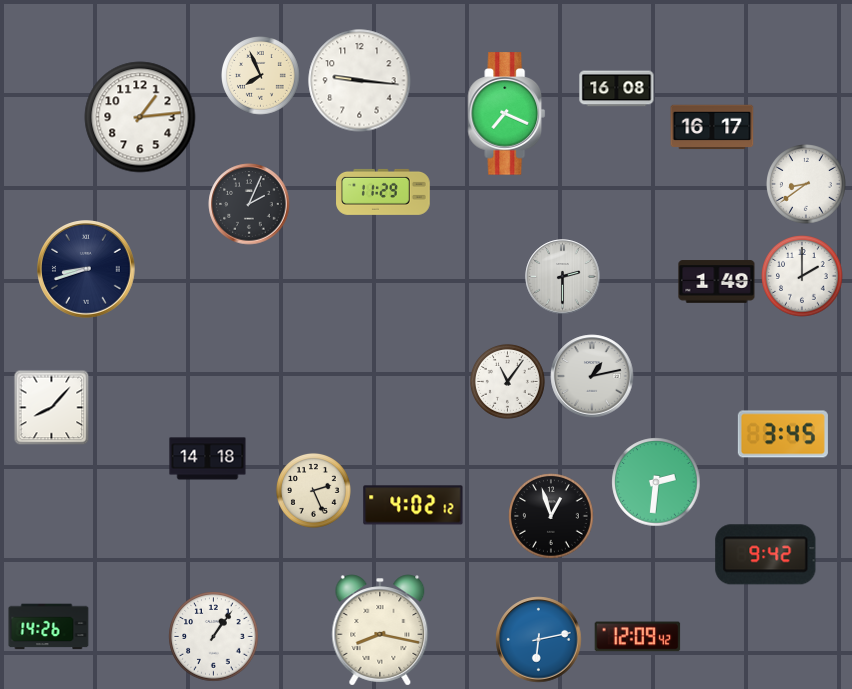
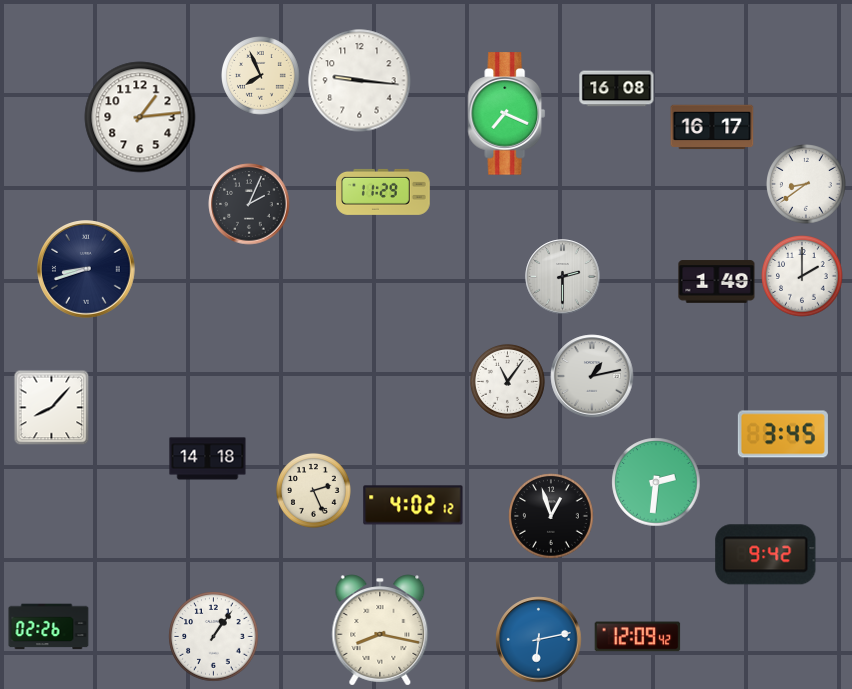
clock at (49, 627): 14:26 -> 02:26
